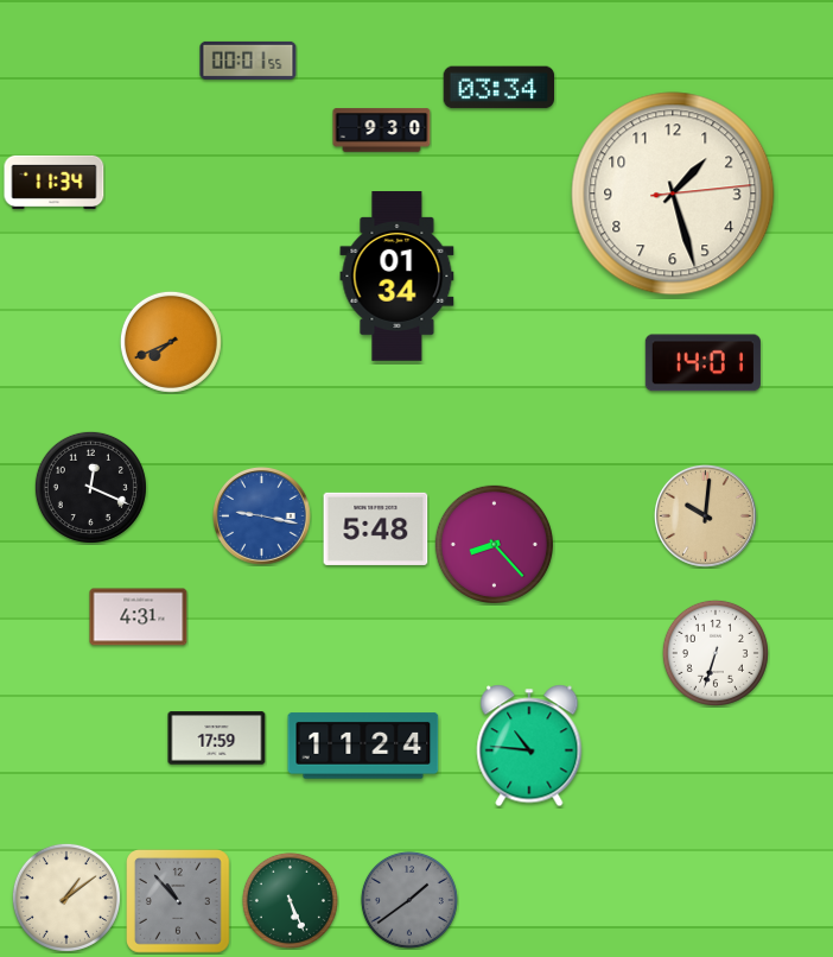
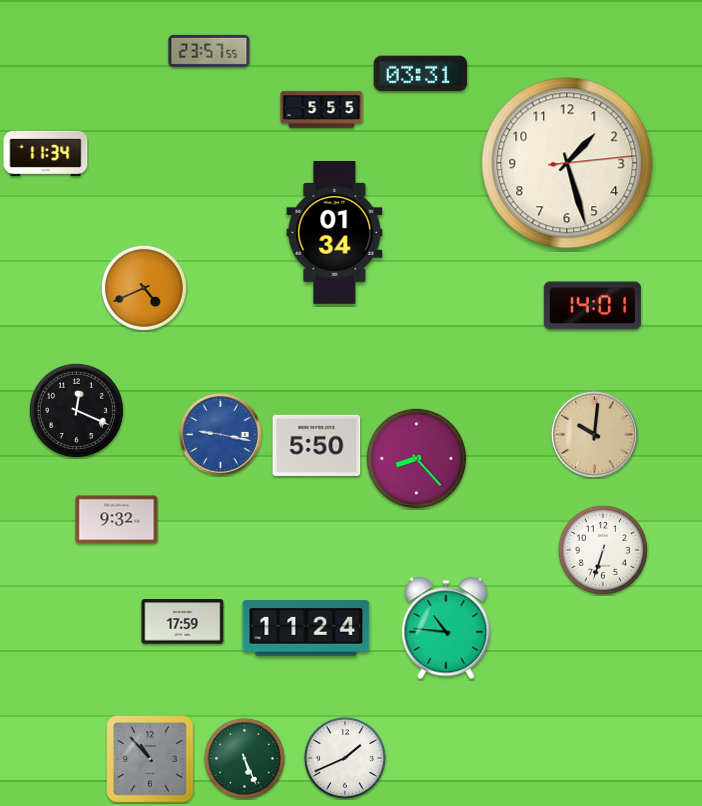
clock at (248, 61): 00:01 -> 23:57
clock at (500, 88): 03:34 -> 03:31
clock at (382, 131): 9:30 -> 5:55
clock at (171, 342): 7:41 -> 4:41
clock at (376, 528): 5:48 -> 5:50
clock at (139, 617): 4:31 -> 9:32
clock at (66, 898): 1:09 -> none
clock at (409, 900): 1:39 -> 1:41
clock at (409, 900) dial: grey -> white
